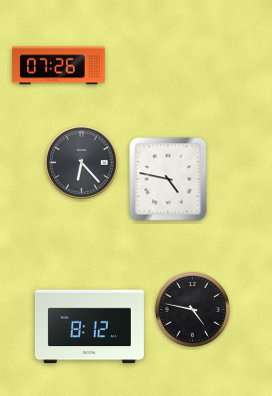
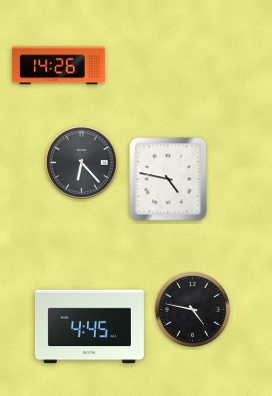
clock at (59, 66): 07:26 -> 14:26
clock at (89, 327): 8:12 -> 4:45
